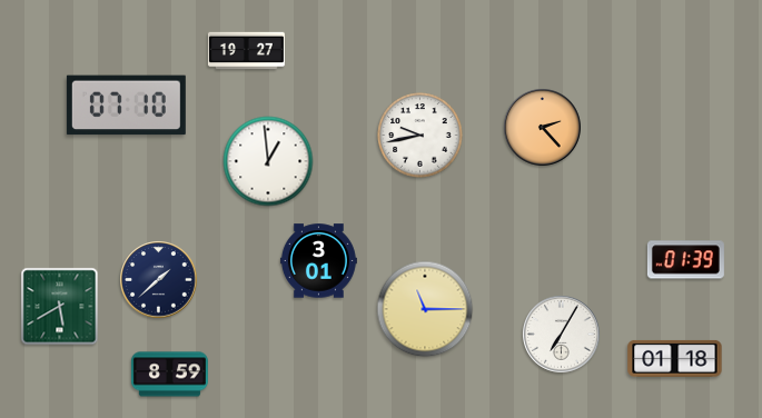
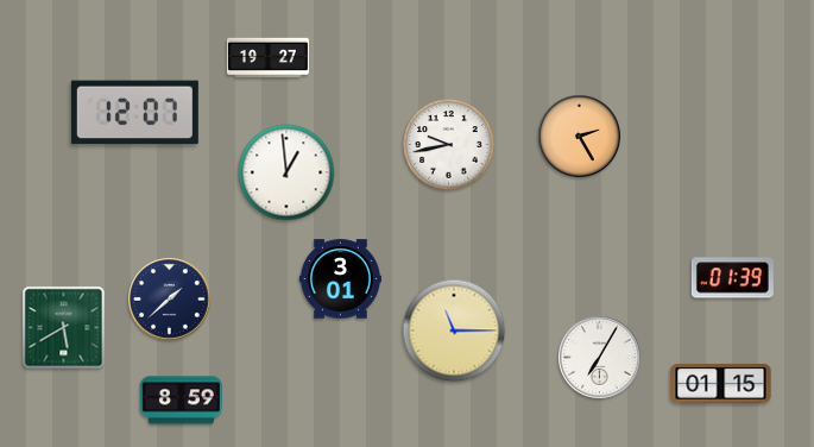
clock at (246, 51) position: (246, 51) -> (267, 58)
clock at (126, 106): 07:10 -> 12:07
clock at (543, 128): 2:23 -> 2:25
clock at (675, 358): 01:18 -> 01:15
